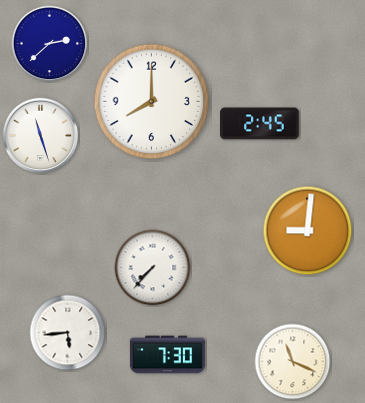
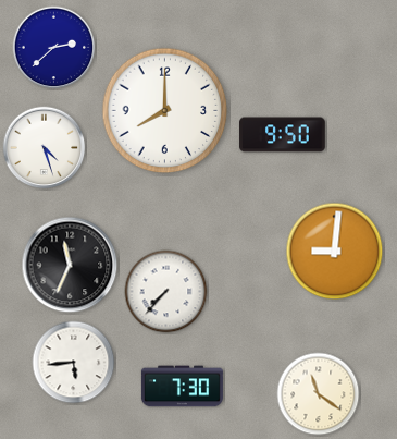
clock at (260, 124): 2:45 -> 9:50
clock at (41, 136): 11:27 -> 4:27
clock at (70, 265): none -> 11:34
clock at (293, 362): 11:19 -> 11:21
